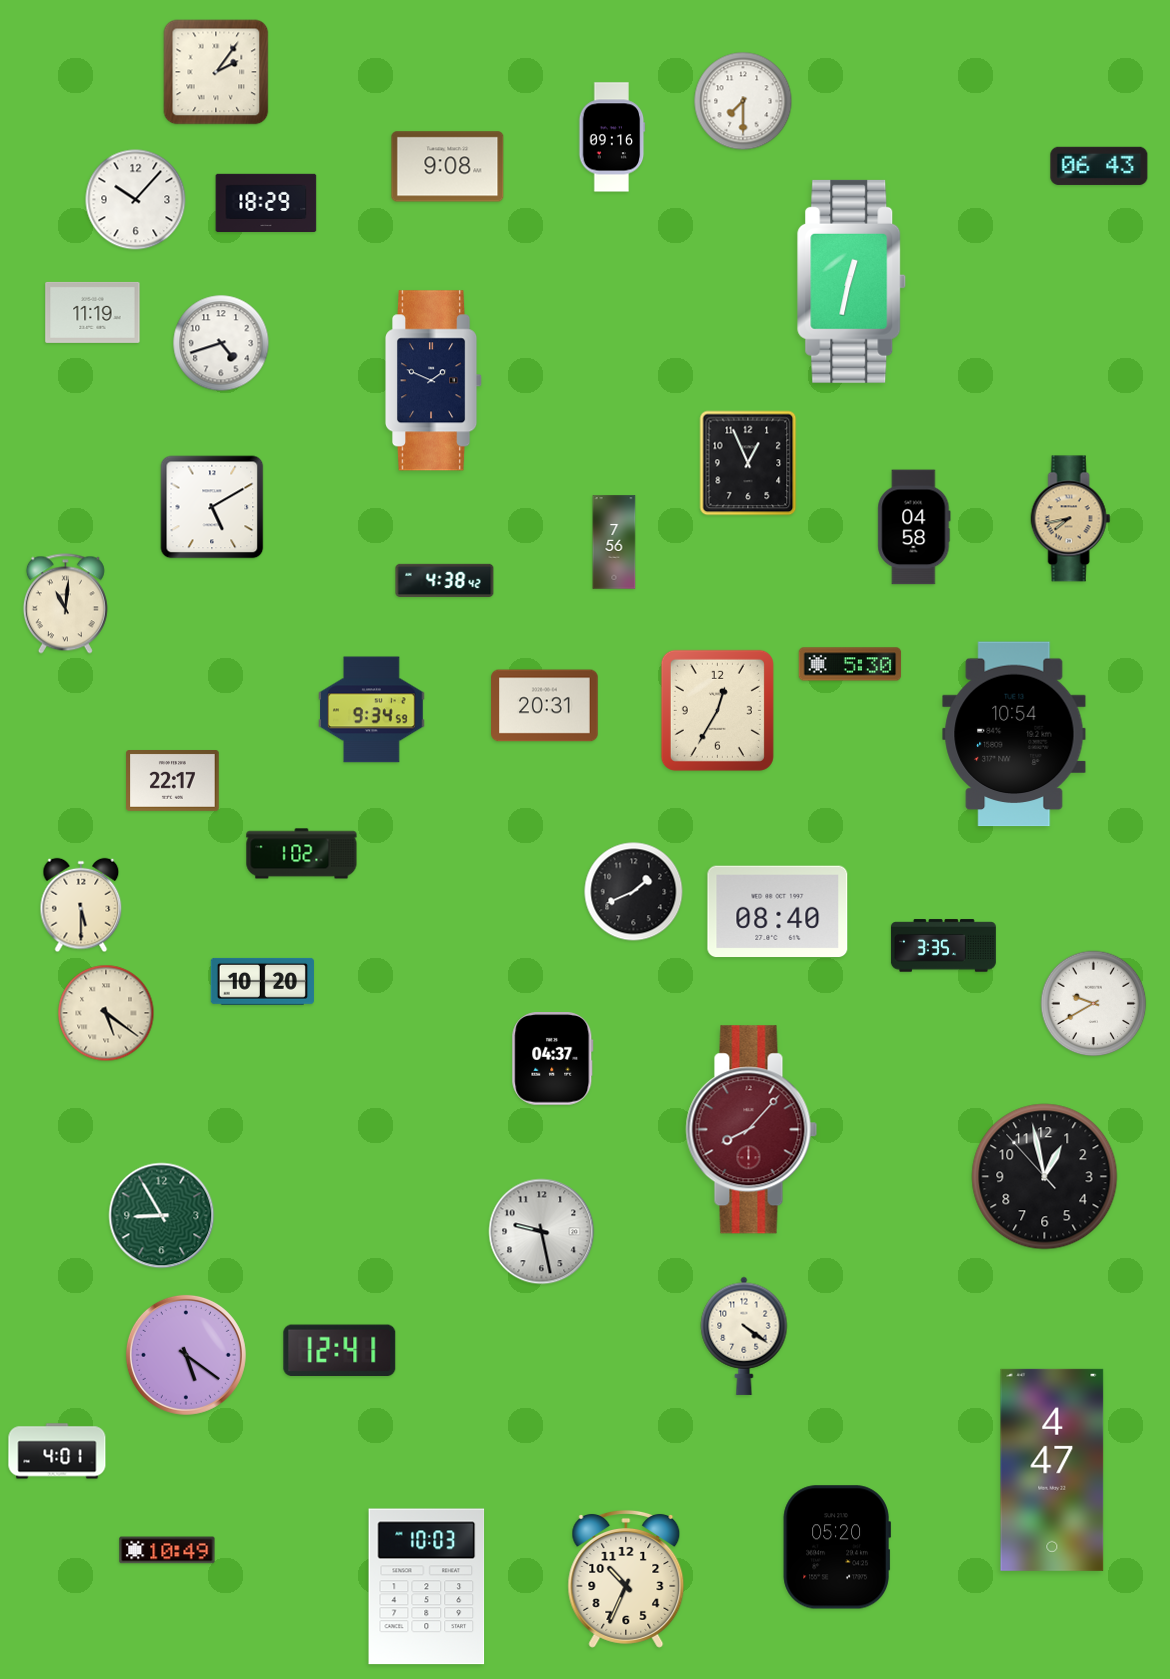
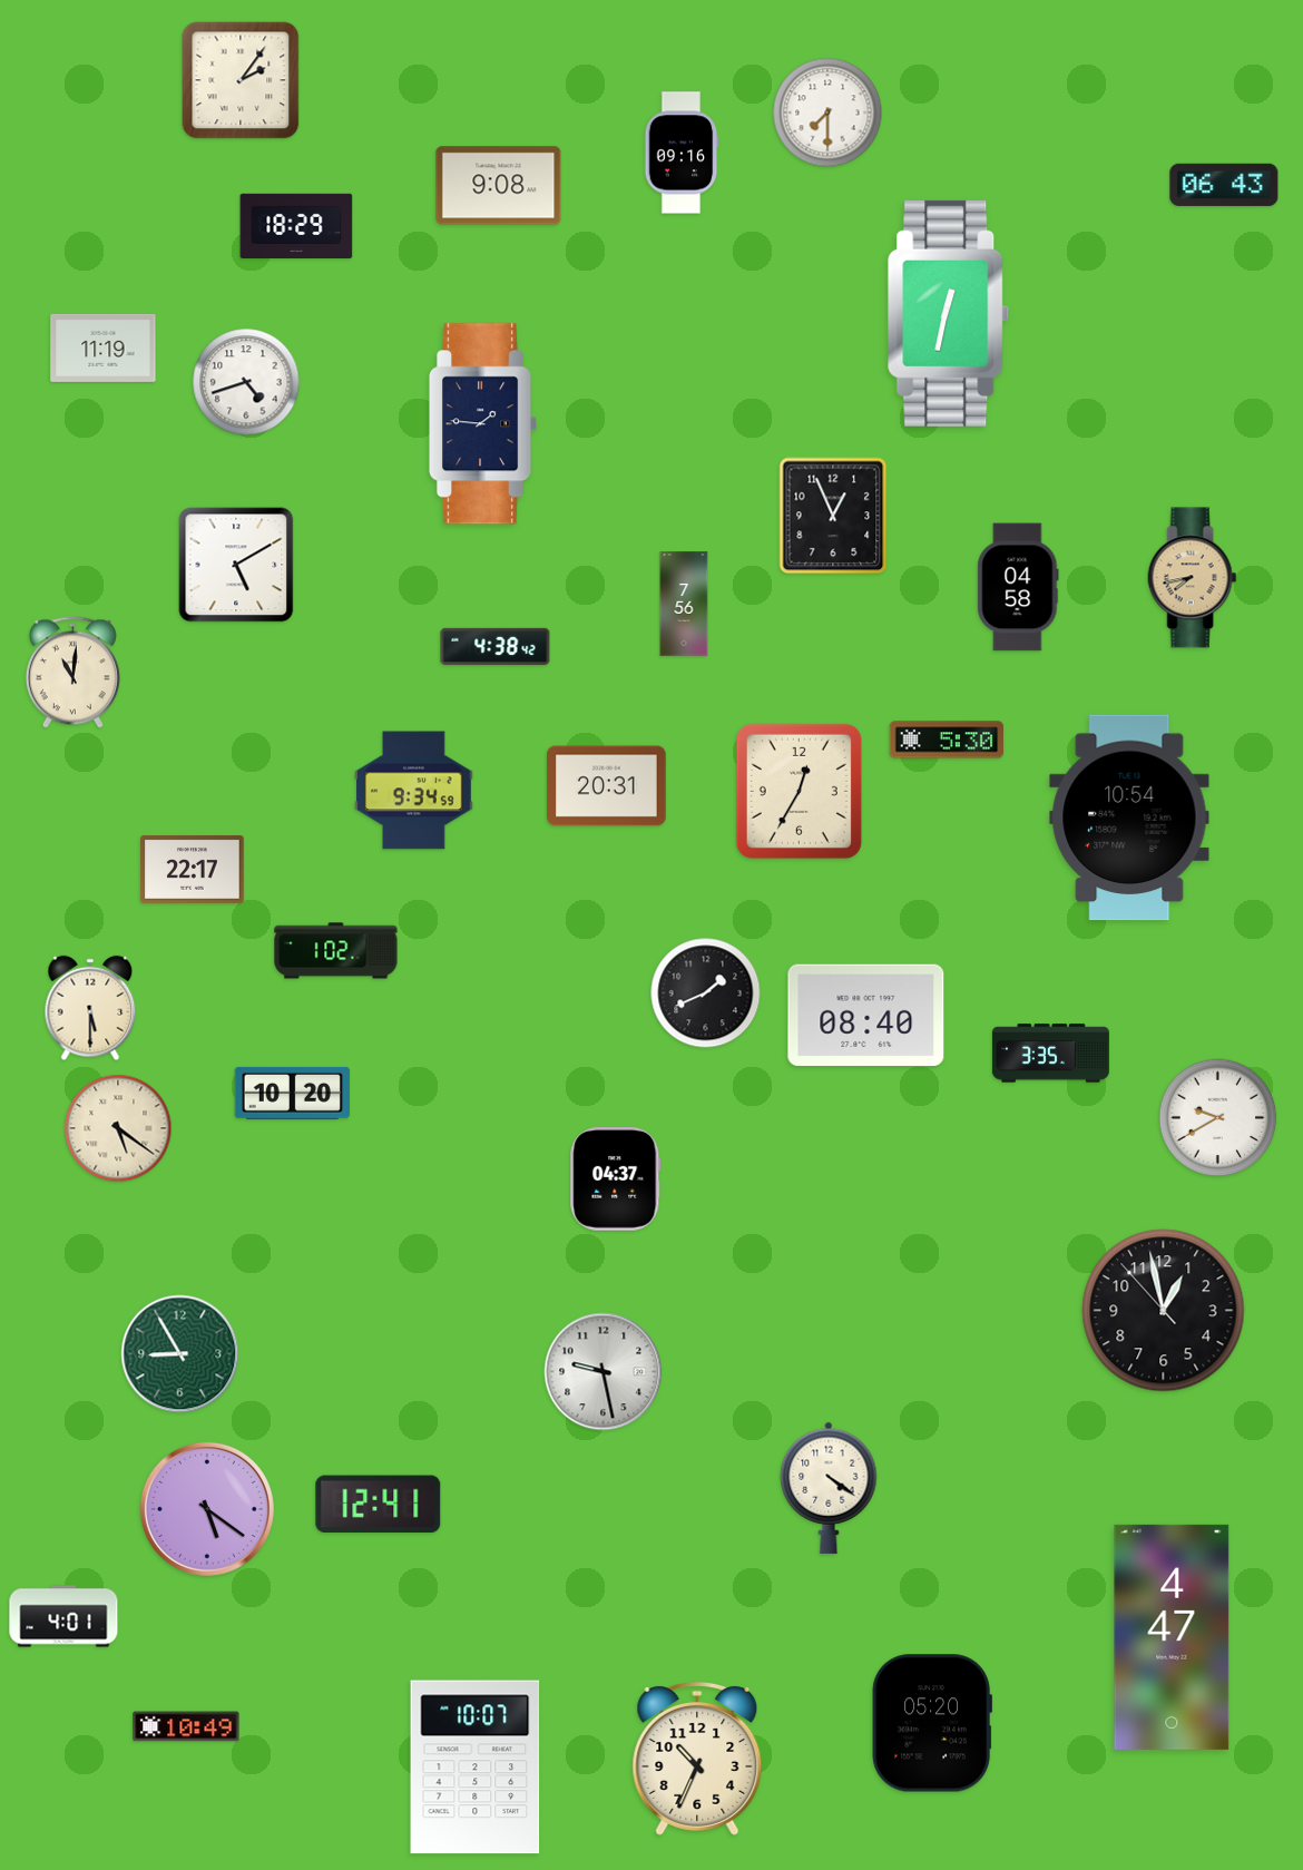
clock at (136, 200): 10:07 -> none
clock at (435, 381): 1:49 -> 1:46
clock at (752, 1130): 8:07 -> none
clock at (427, 1587): 10:03 -> 10:07
